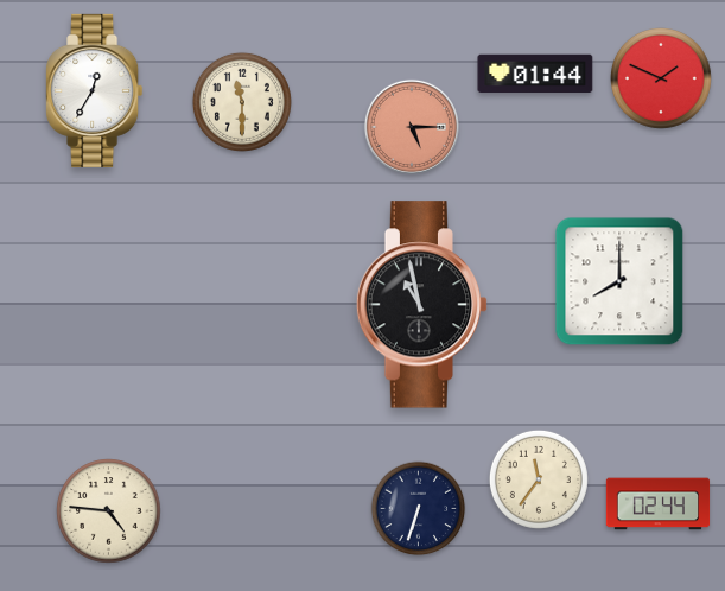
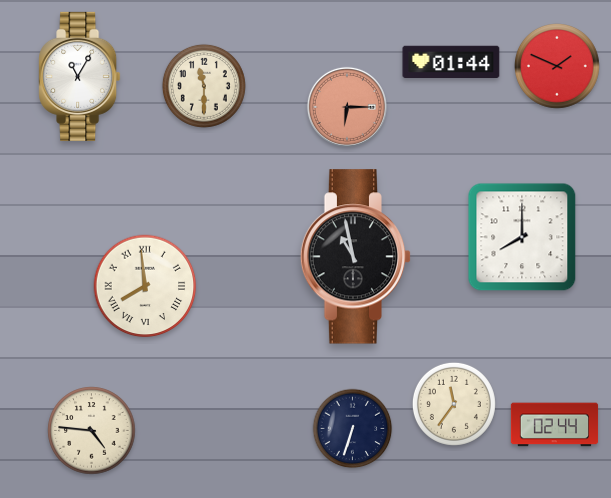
clock at (95, 90): 12:35 -> 11:05
clock at (412, 127): 5:15 -> 6:15
clock at (145, 286): none -> 7:59
